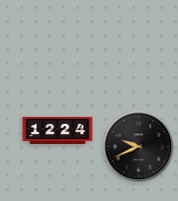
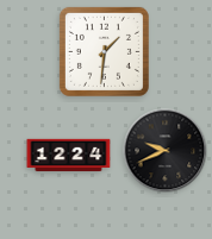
clock at (104, 51): none -> 1:31
clock at (139, 147) position: (139, 147) -> (166, 151)
